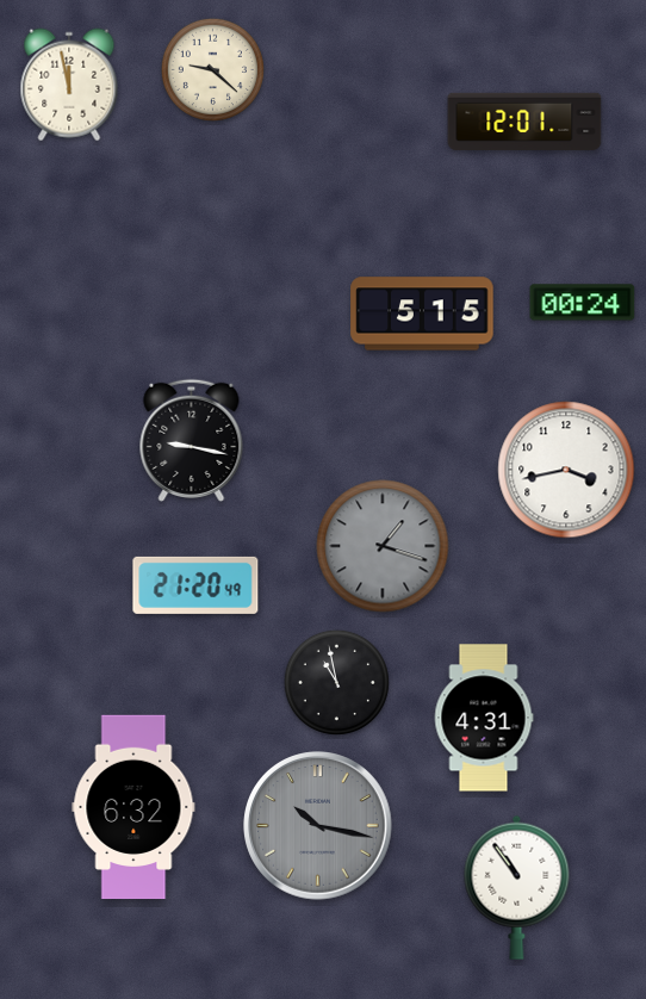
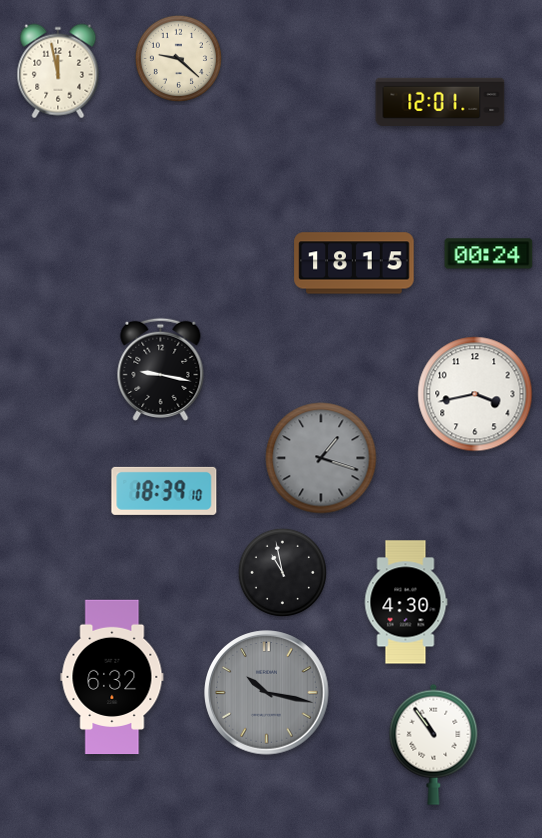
clock at (422, 314): 5:15 -> 18:15
clock at (195, 585): 21:20 -> 18:39
clock at (484, 718): 4:31 -> 4:30
